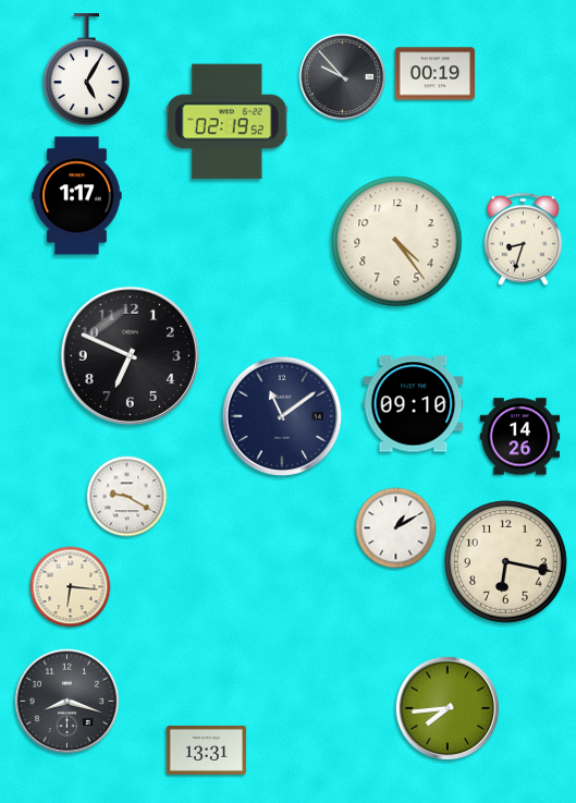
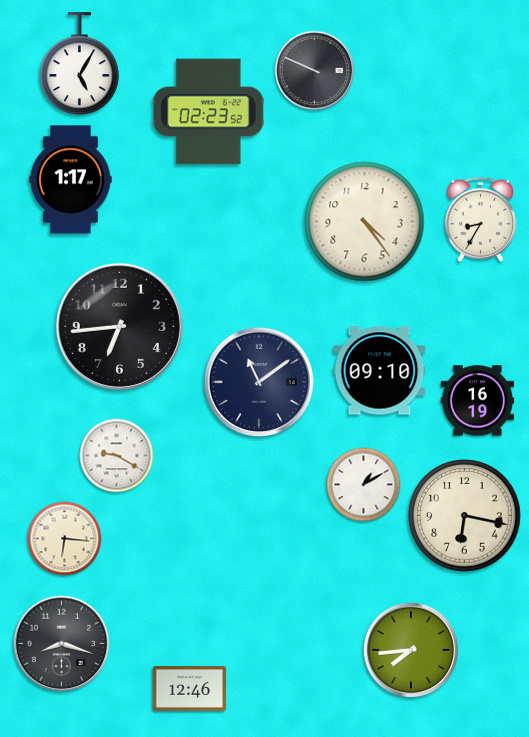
clock at (436, 74): 00:19 -> none
clock at (343, 77): 9:53 -> 9:49
clock at (226, 122): 02:19 -> 02:23
clock at (523, 239): 8:33 -> 8:35
clock at (130, 355): 6:49 -> 6:44
clock at (520, 437): 14:26 -> 16:19
clock at (207, 750): 13:31 -> 12:46
